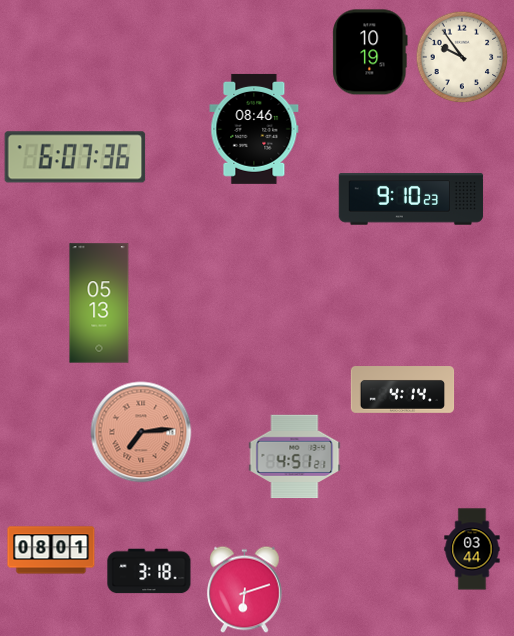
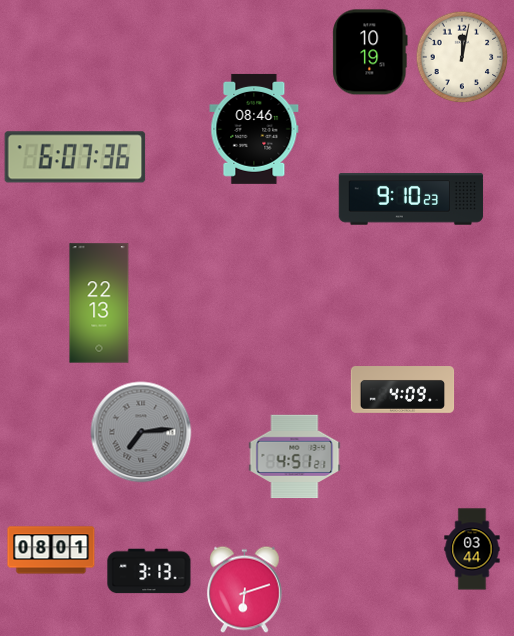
clock at (462, 57): 9:54 -> 12:02
clock at (99, 303): 05:13 -> 22:13
clock at (403, 390): 4:14 -> 4:09
clock at (141, 432) dial: salmon -> grey
clock at (149, 571): 3:18 -> 3:13
